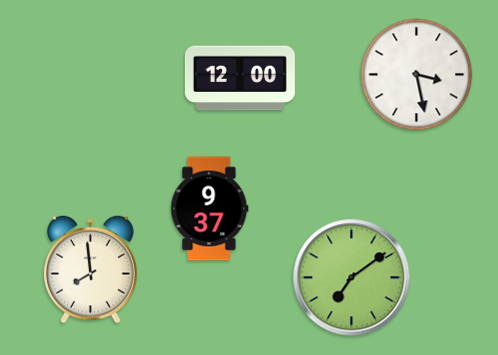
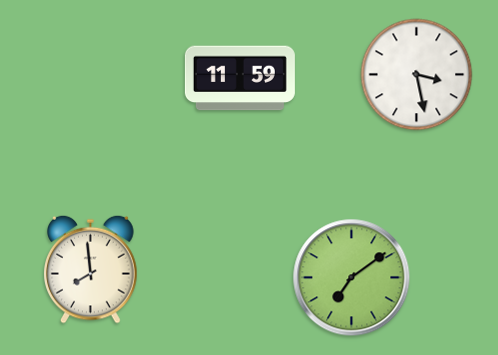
clock at (240, 78): 12:00 -> 11:59
clock at (210, 209): 9:37 -> none
